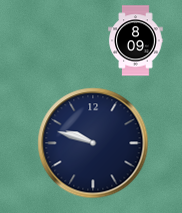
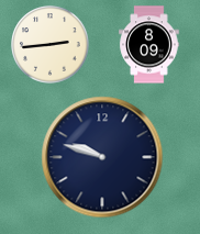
clock at (51, 45): none -> 2:44
